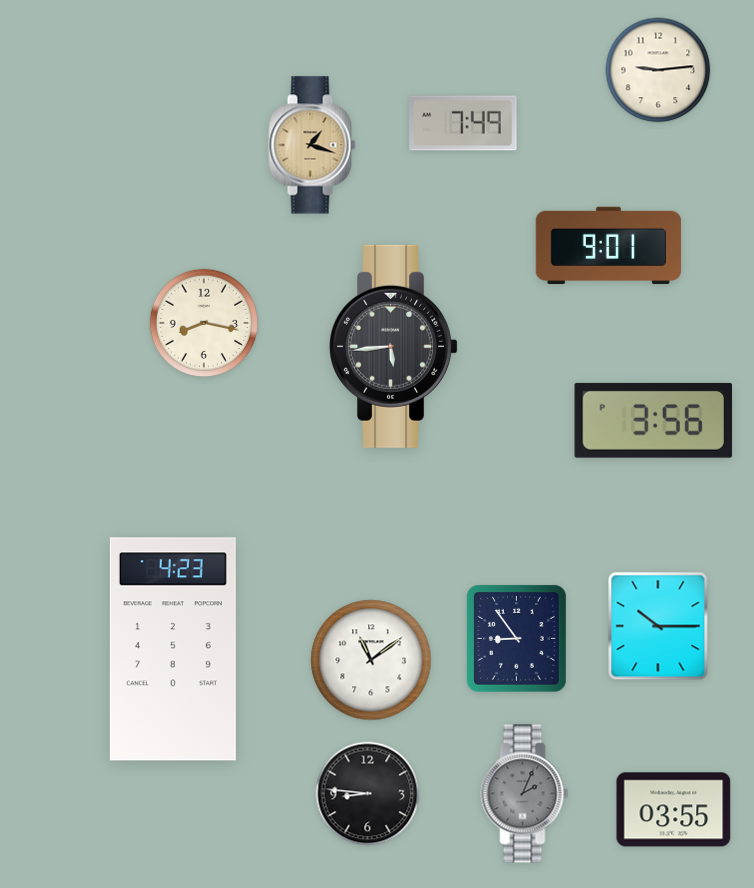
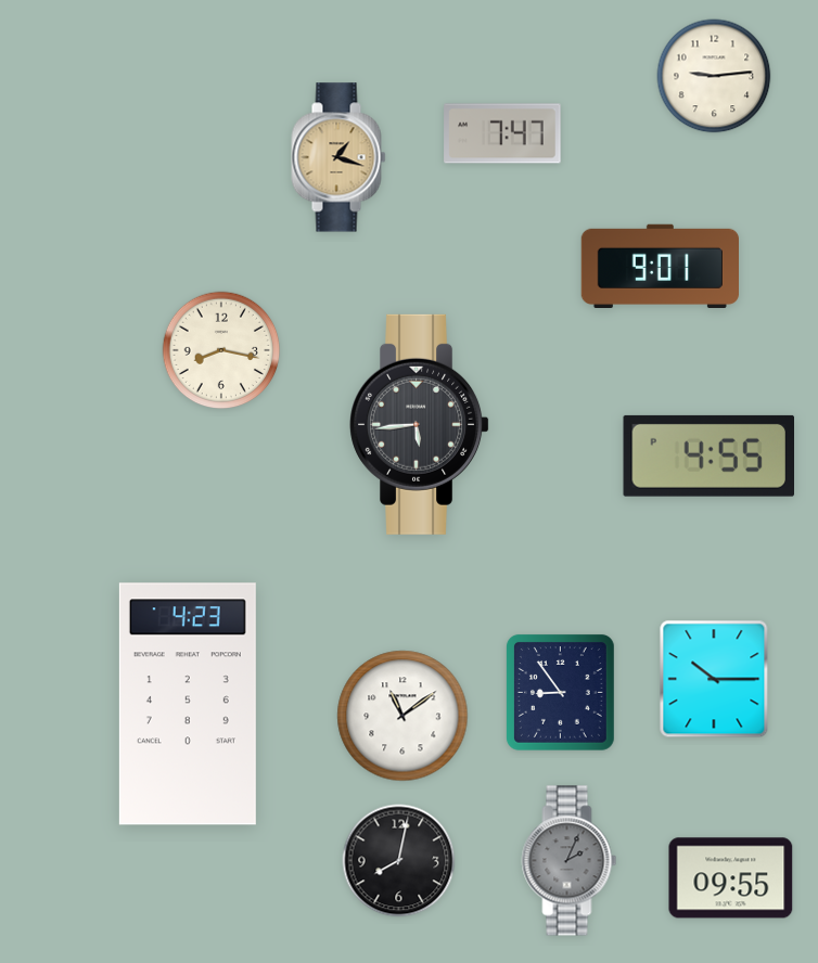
clock at (463, 123): 7:49 -> 7:47
clock at (394, 346) position: (394, 346) -> (420, 424)
clock at (653, 420): 3:56 -> 4:55
clock at (368, 794): 8:46 -> 8:02
clock at (674, 810): 03:55 -> 09:55
